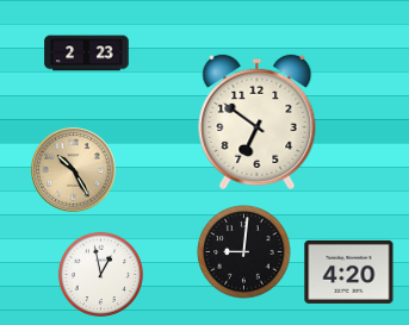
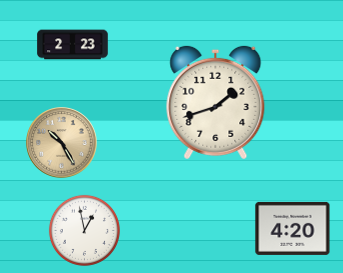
clock at (258, 121): 6:51 -> 1:42
clock at (244, 252): 9:01 -> none
